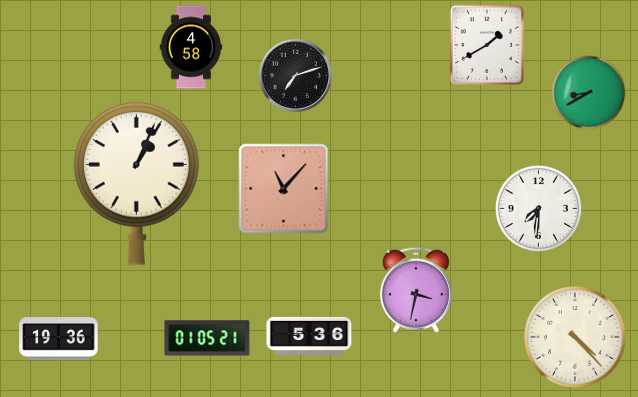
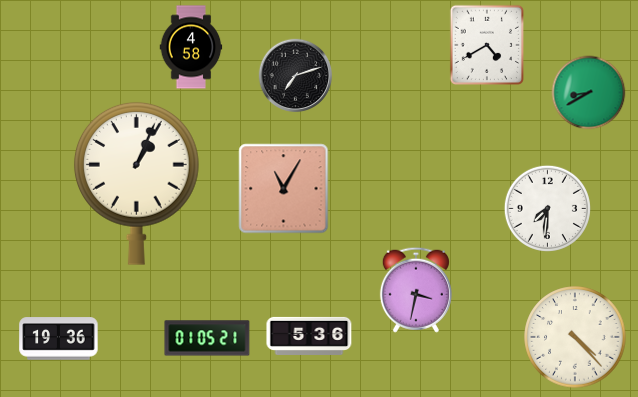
clock at (486, 44): 1:40 -> 4:40
clock at (284, 189): 11:07 -> 11:05
clock at (538, 208) position: (538, 208) -> (547, 208)
